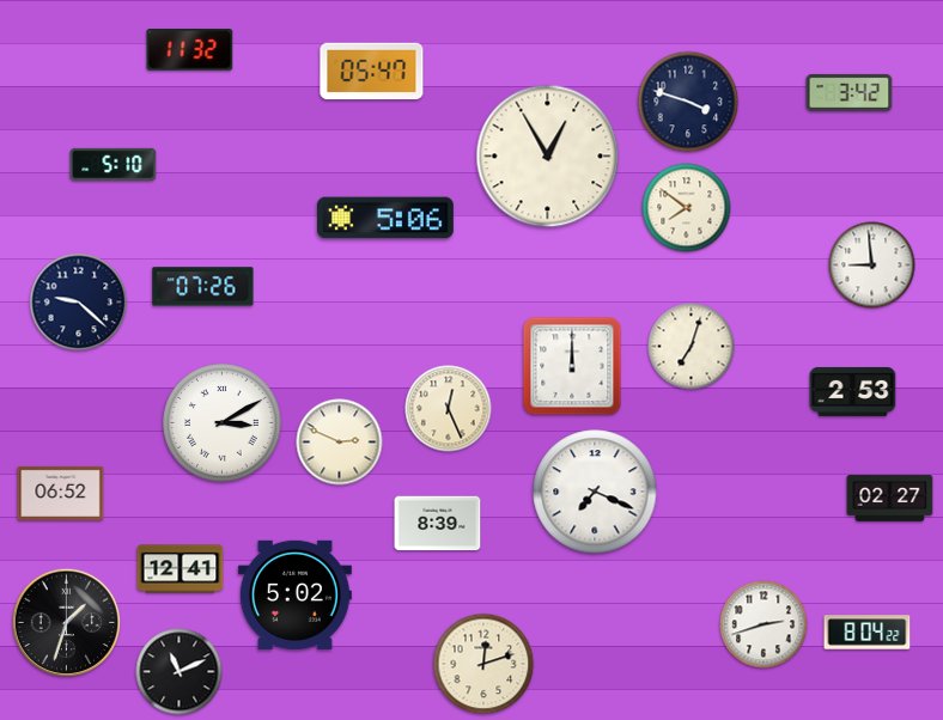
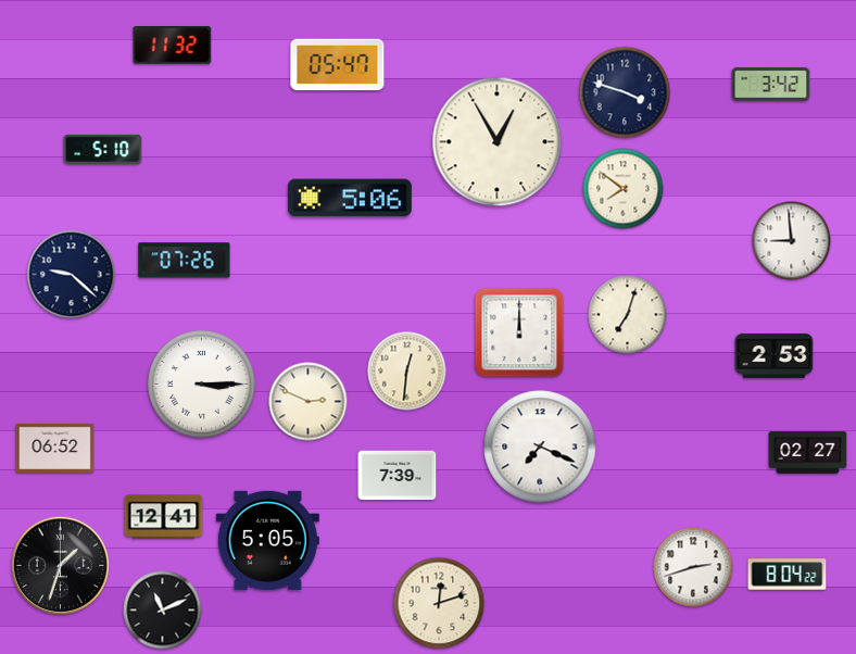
clock at (449, 409): 12:26 -> 12:31
clock at (223, 423): 3:10 -> 3:15
clock at (438, 524): 8:39 -> 7:39
clock at (294, 594): 5:02 -> 5:05
